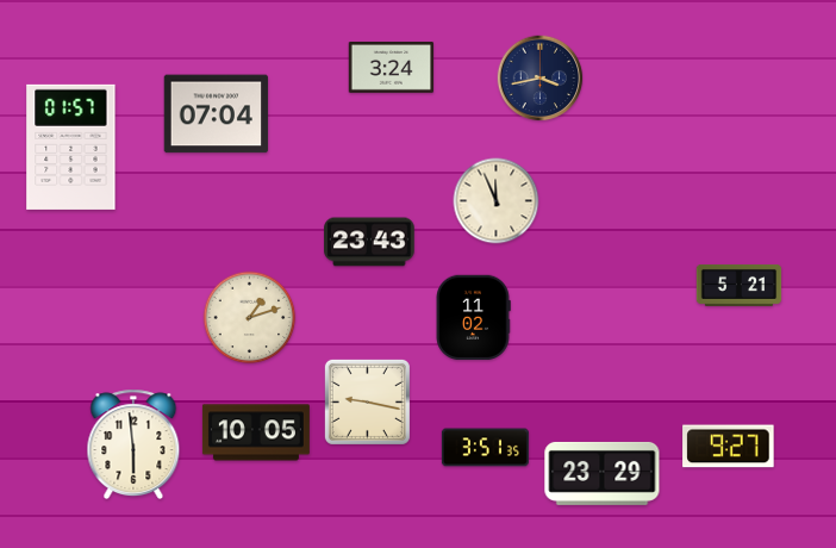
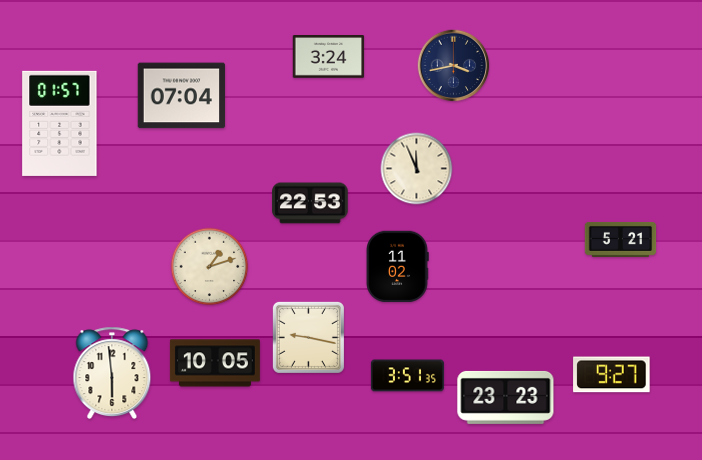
clock at (369, 242): 23:43 -> 22:53
clock at (603, 473): 23:29 -> 23:23
